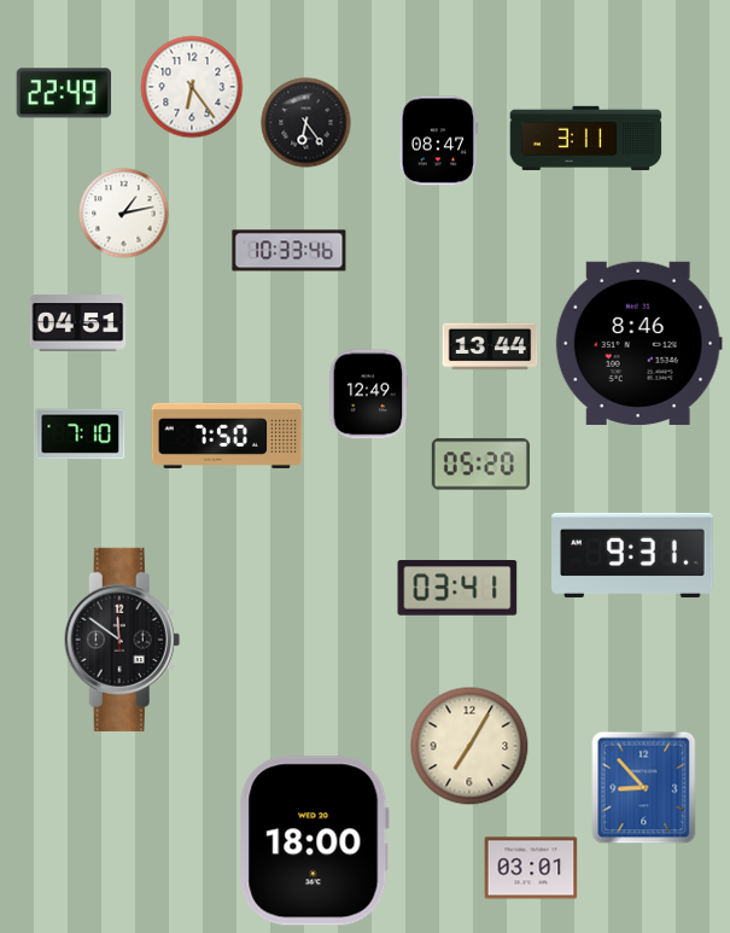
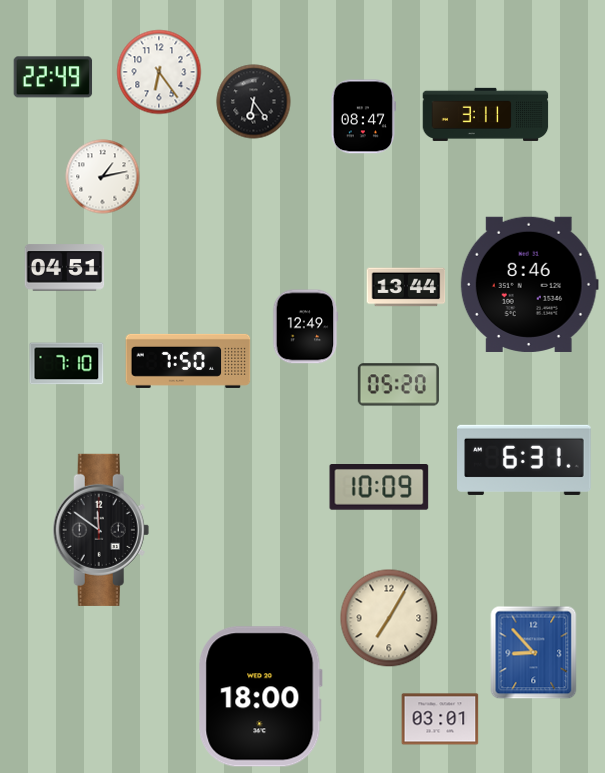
clock at (290, 251): 10:33 -> none
clock at (81, 435) position: (81, 435) -> (67, 364)
clock at (632, 555): 9:31 -> 6:31
clock at (457, 588): 03:41 -> 10:09
